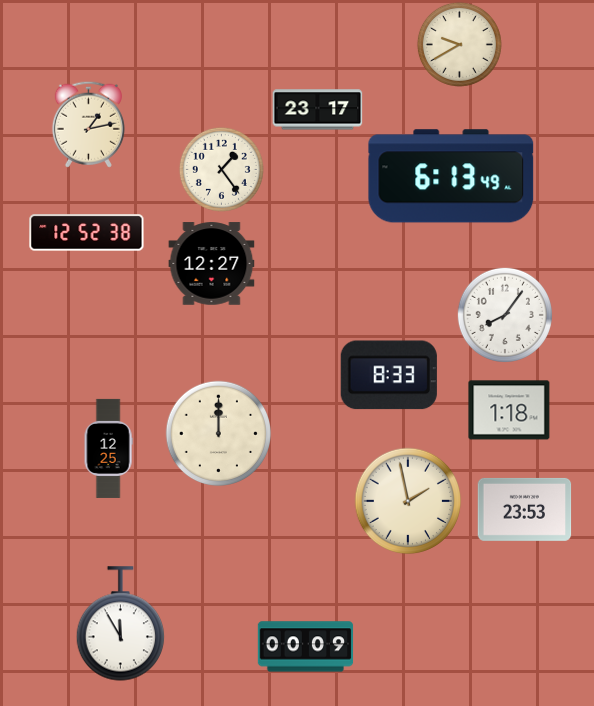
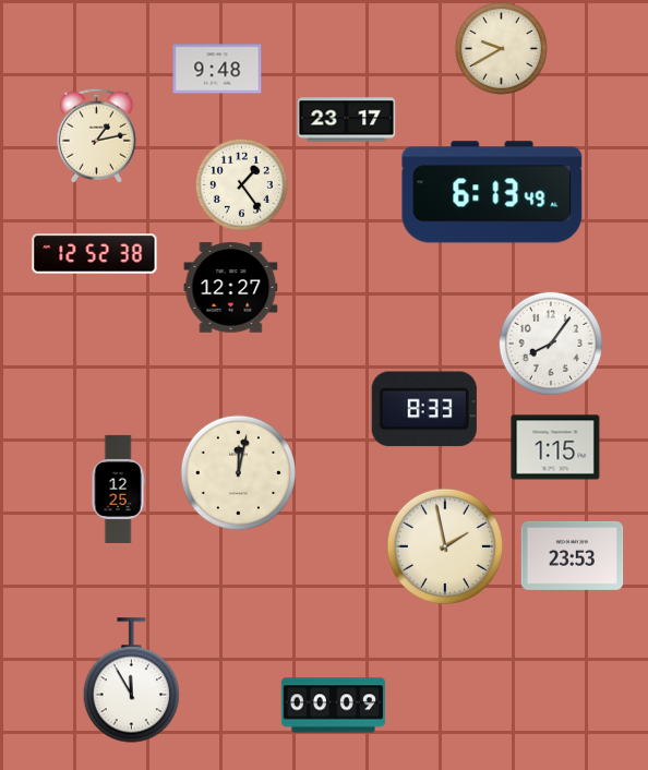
clock at (217, 69): none -> 9:48
clock at (509, 410): 1:18 -> 1:15
clock at (219, 434): 12:00 -> 12:02
